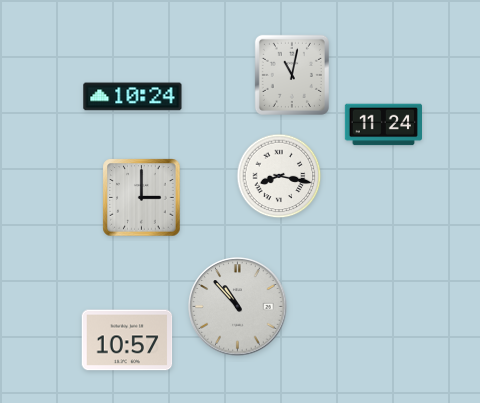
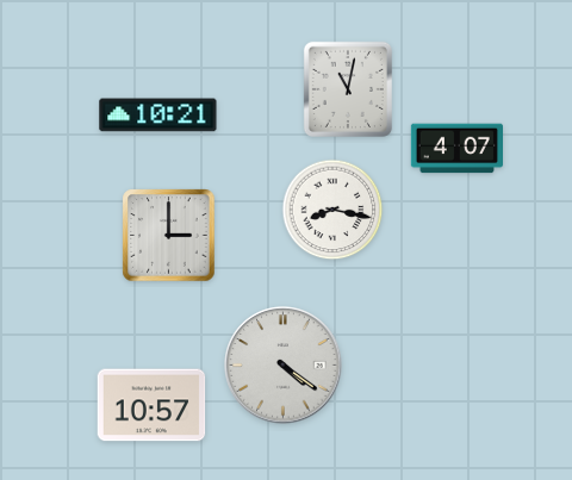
clock at (133, 97): 10:24 -> 10:21
clock at (383, 125): 11:24 -> 4:07
clock at (238, 307): 10:53 -> 4:21
